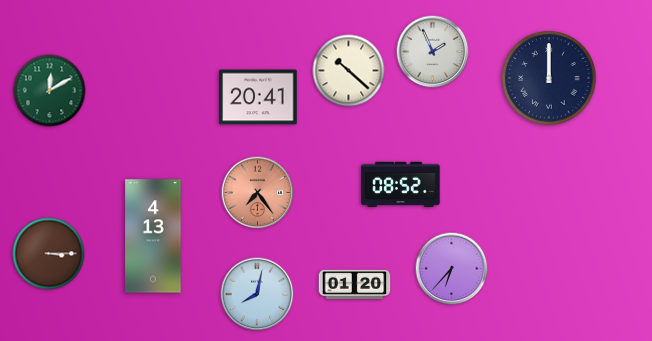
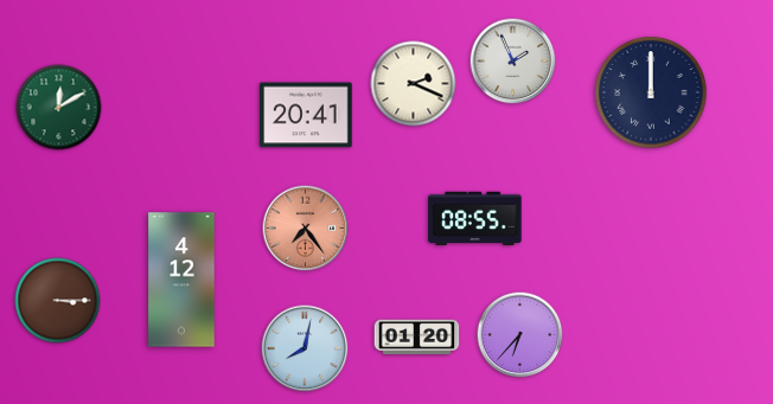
clock at (349, 71): 10:22 -> 2:19
clock at (401, 185): 08:52 -> 08:55
clock at (153, 236): 4:13 -> 4:12
clock at (452, 269) position: (452, 269) -> (520, 335)
clock at (355, 285) position: (355, 285) -> (417, 338)
